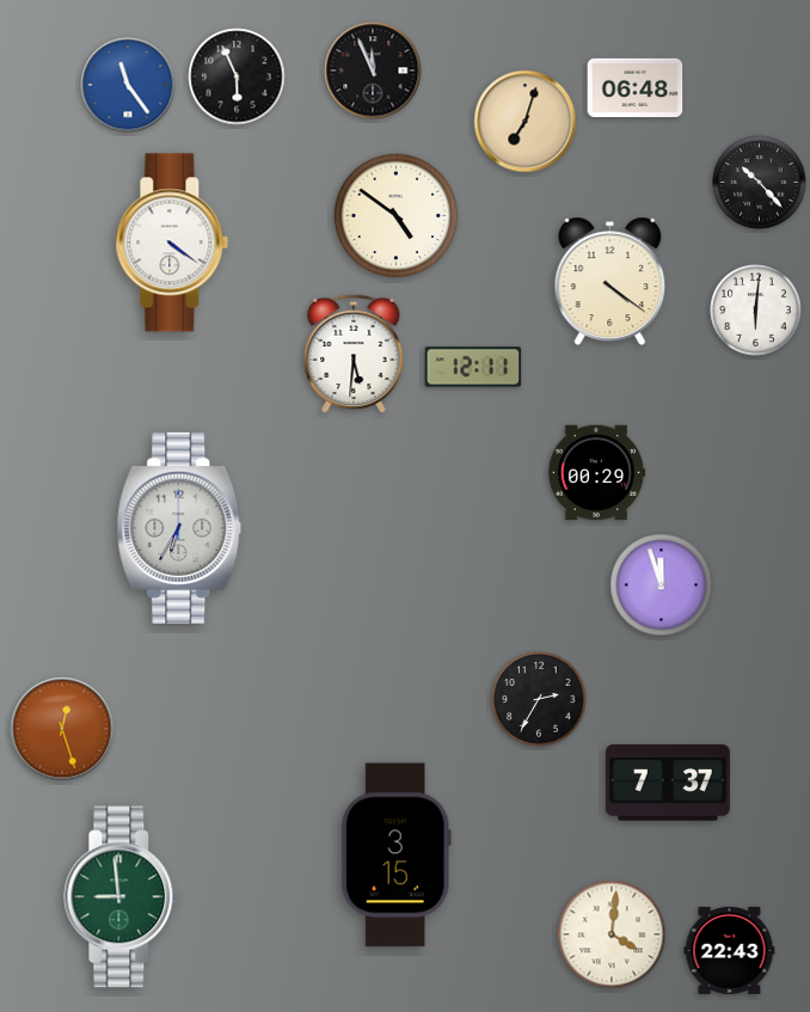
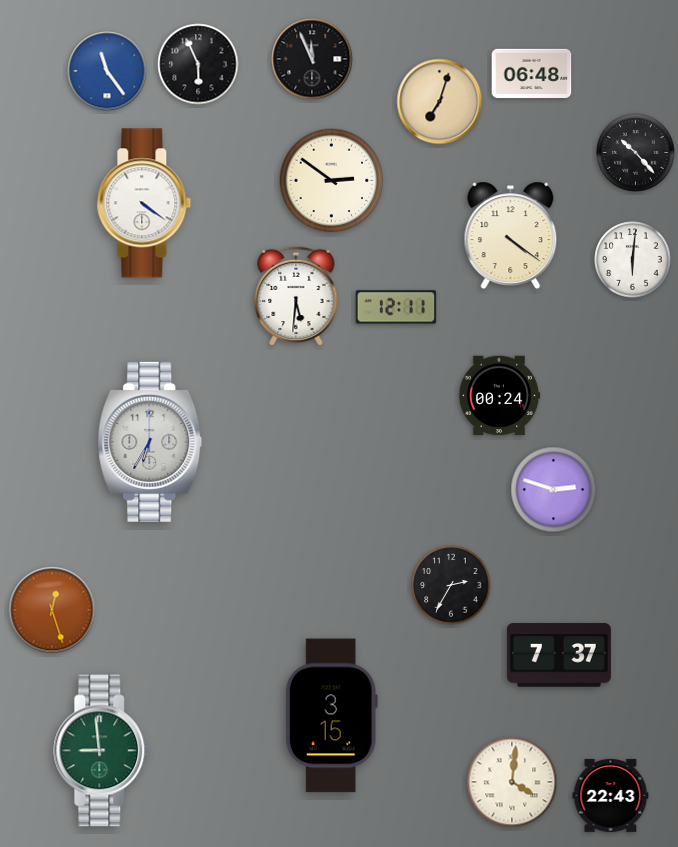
clock at (397, 216): 4:51 -> 2:51
clock at (596, 473): 00:29 -> 00:24
clock at (662, 585): 11:57 -> 2:48
